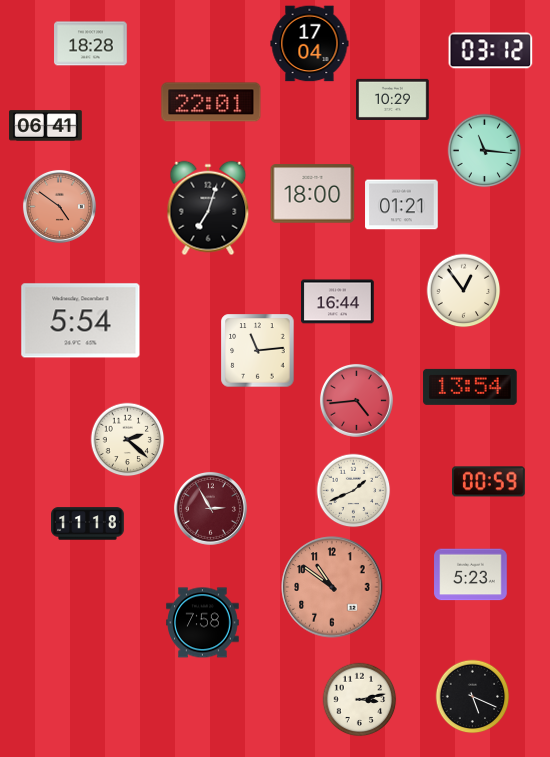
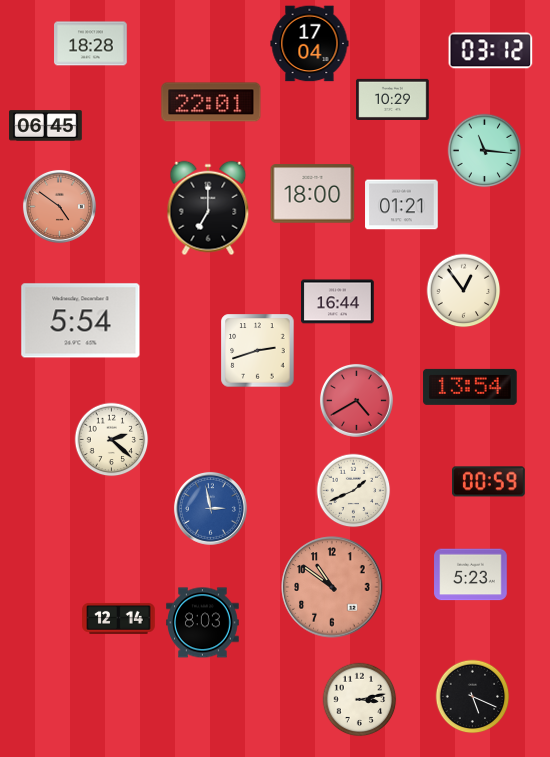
clock at (46, 126): 06:41 -> 06:45
clock at (208, 208): 7:03 -> 7:00
clock at (258, 351): 11:14 -> 2:42
clock at (356, 400): 4:44 -> 4:40
clock at (128, 440) position: (128, 440) -> (112, 440)
clock at (210, 508): 2:55 -> 2:58
clock at (210, 508) dial: burgundy -> blue
clock at (88, 524): 11:18 -> none
clock at (119, 618): none -> 12:14
clock at (203, 623): 7:58 -> 8:03
